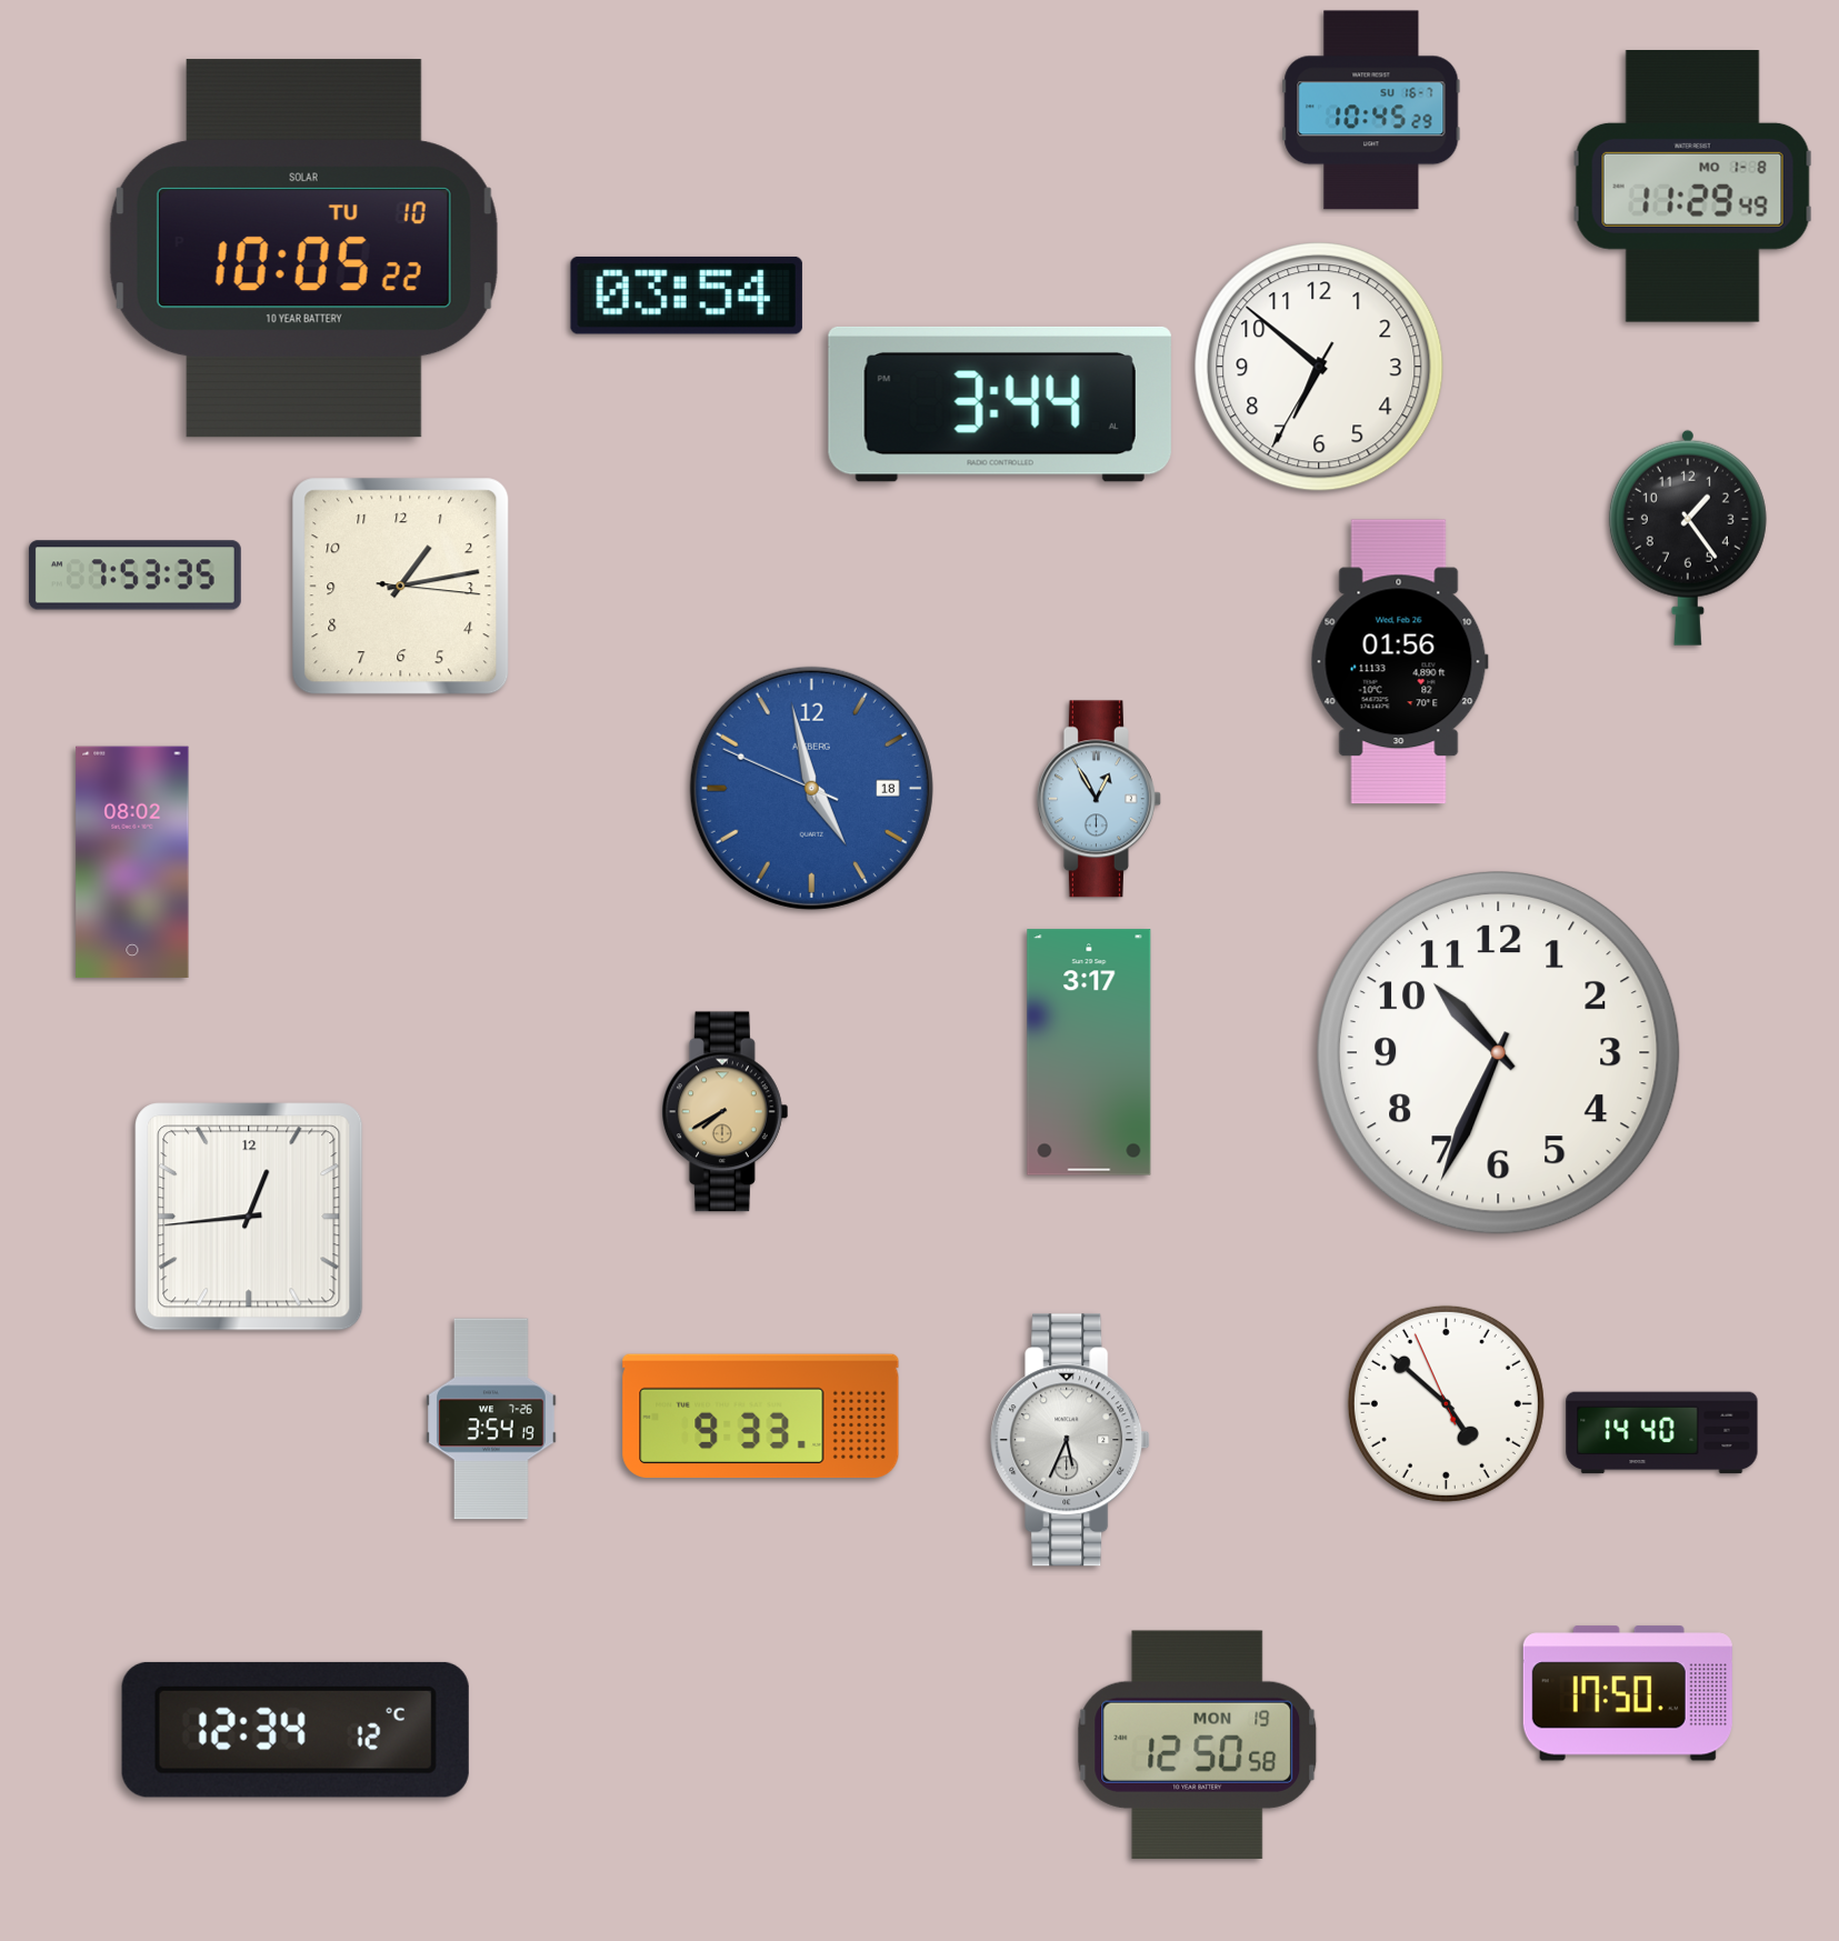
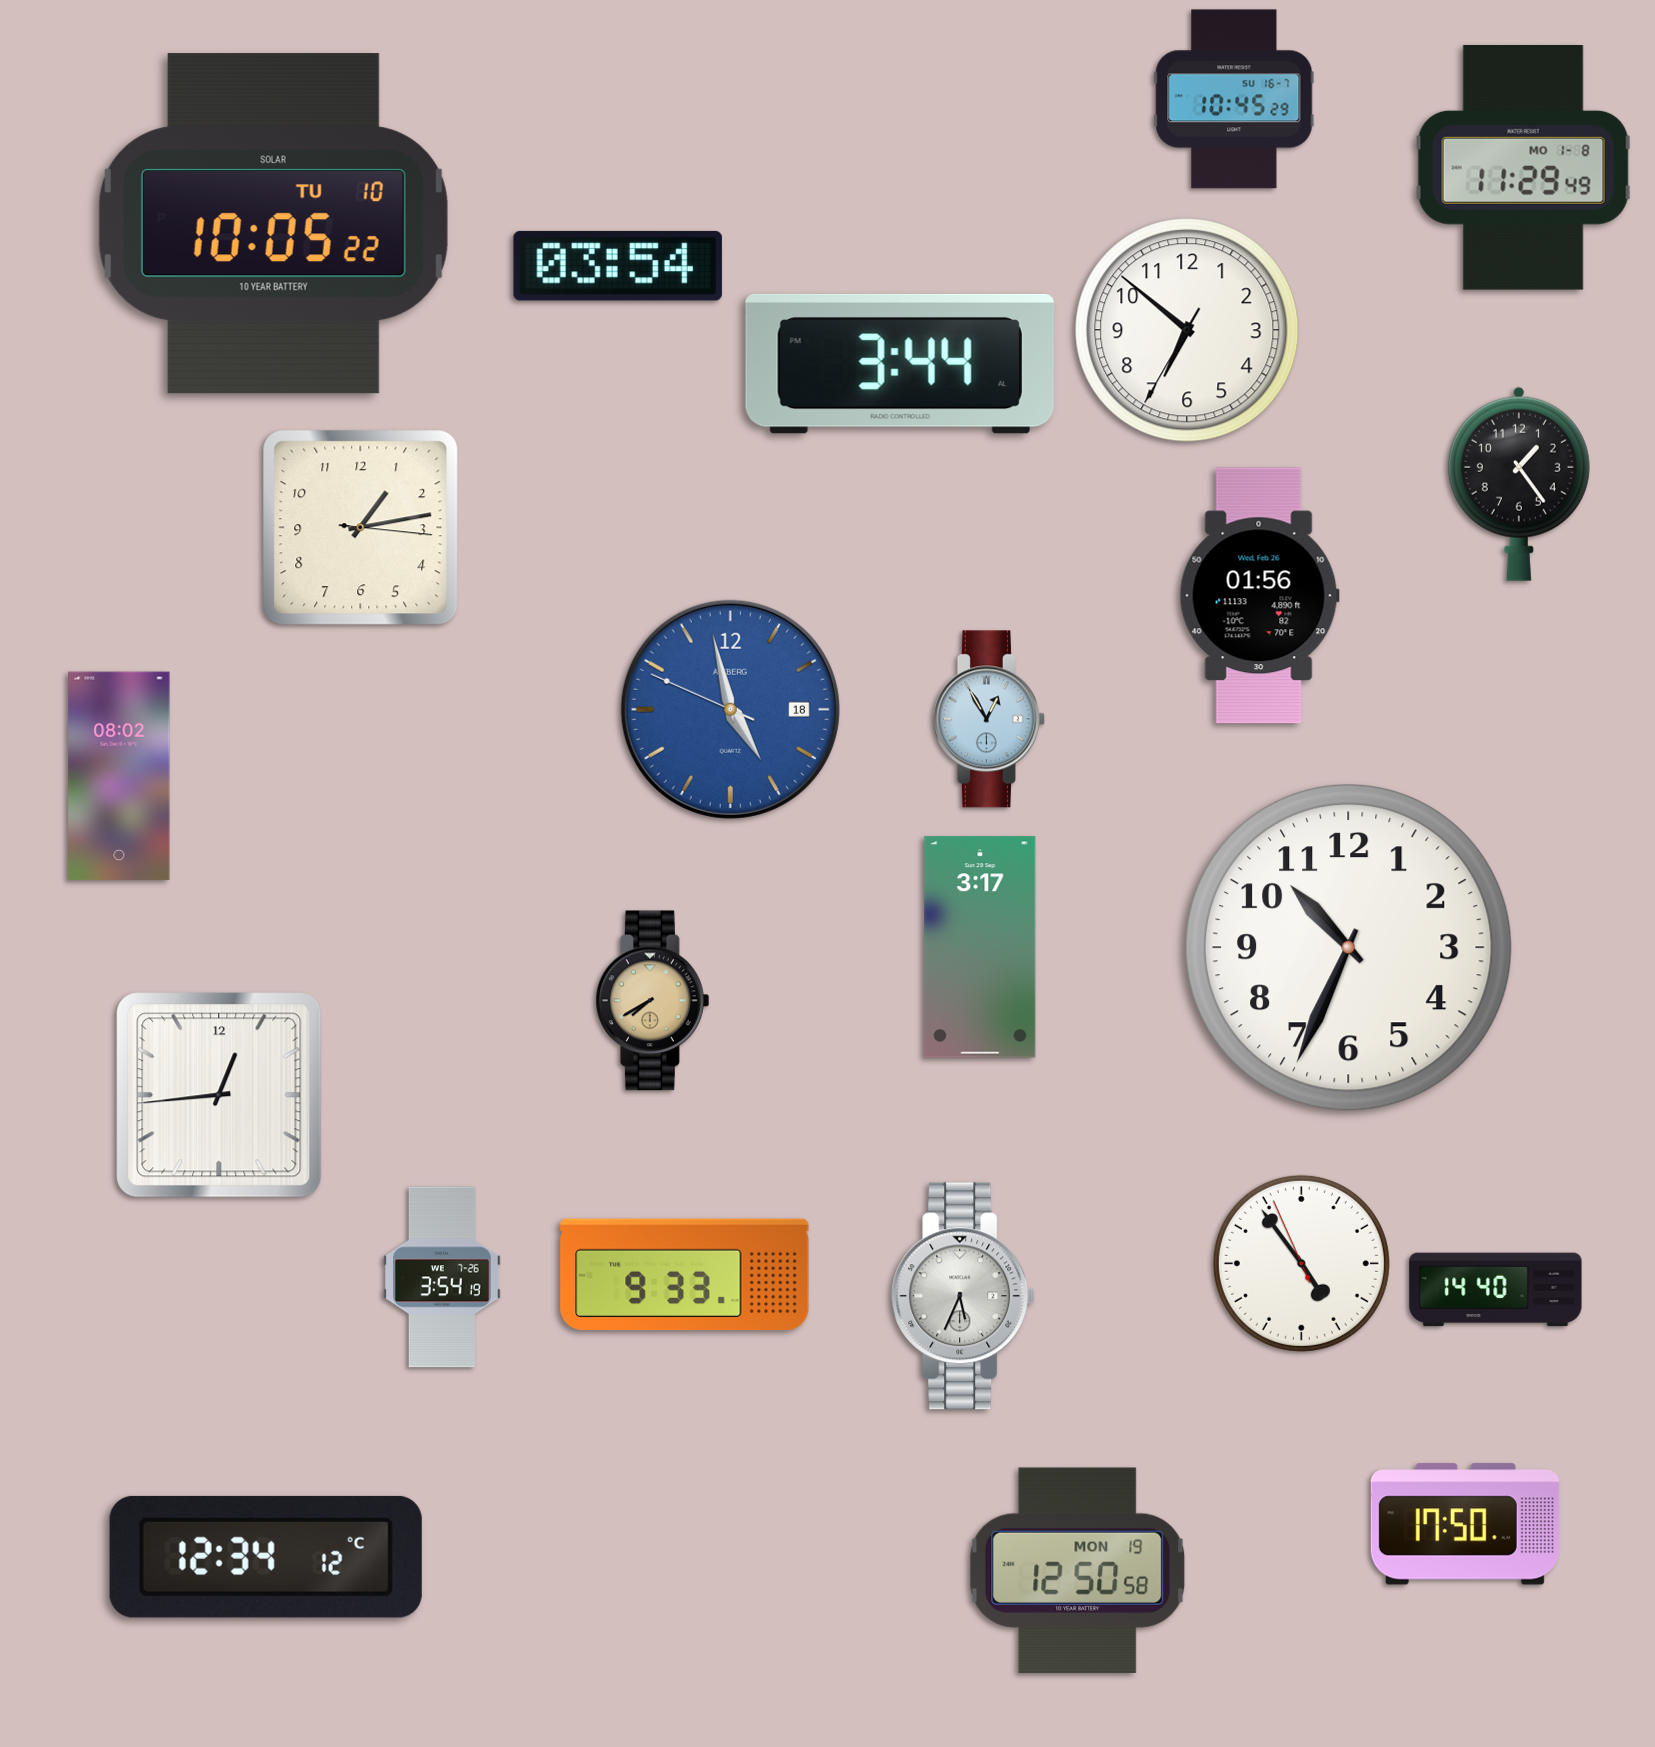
clock at (134, 576): 7:53 -> none
clock at (249, 1217) position: (249, 1217) -> (219, 1095)
clock at (1446, 1403): 4:51 -> 4:53
